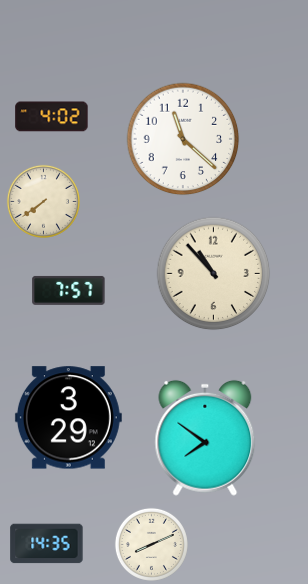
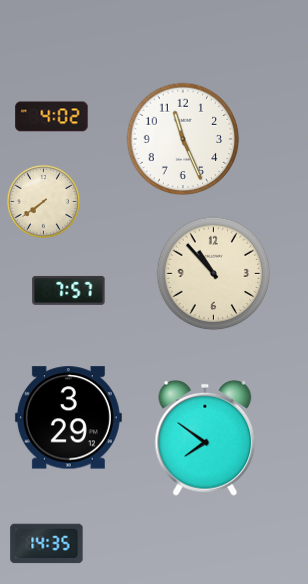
clock at (183, 139): 11:22 -> 11:26
clock at (151, 544): 8:11 -> none
